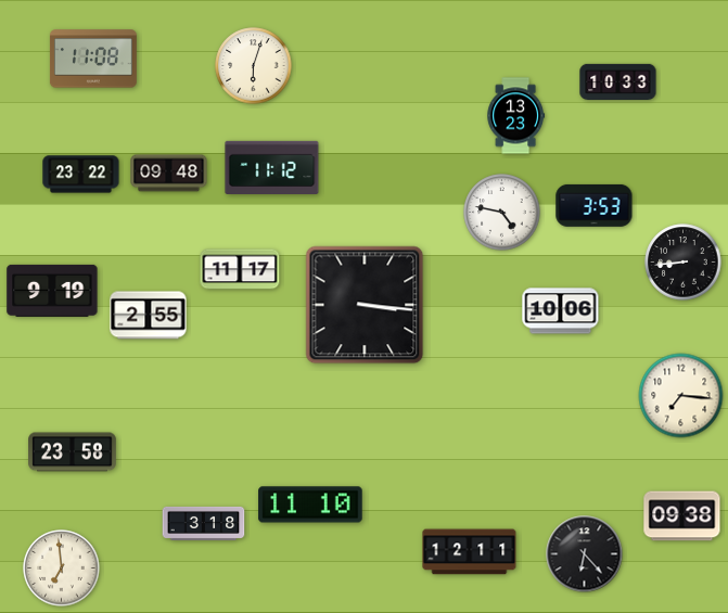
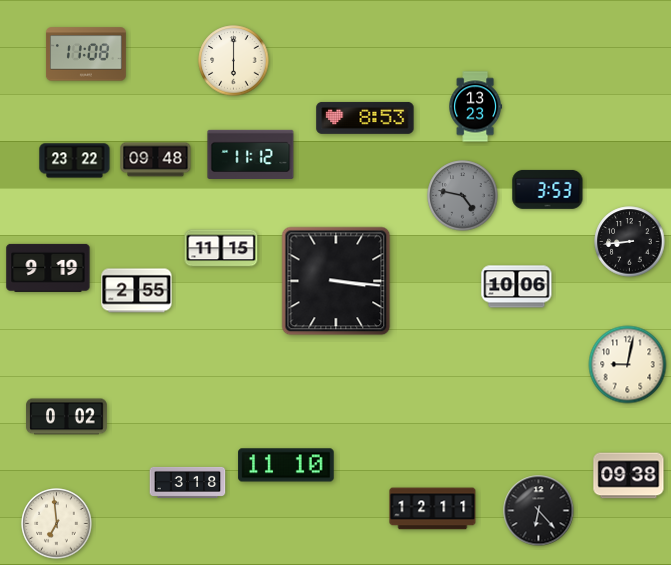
clock at (254, 66): 6:03 -> 6:00
clock at (618, 82): 10:33 -> none
clock at (365, 118): none -> 8:53
clock at (502, 213) dial: white -> grey
clock at (240, 269): 11:17 -> 11:15
clock at (681, 396): 7:16 -> 9:02
clock at (73, 452): 23:58 -> 0:02
